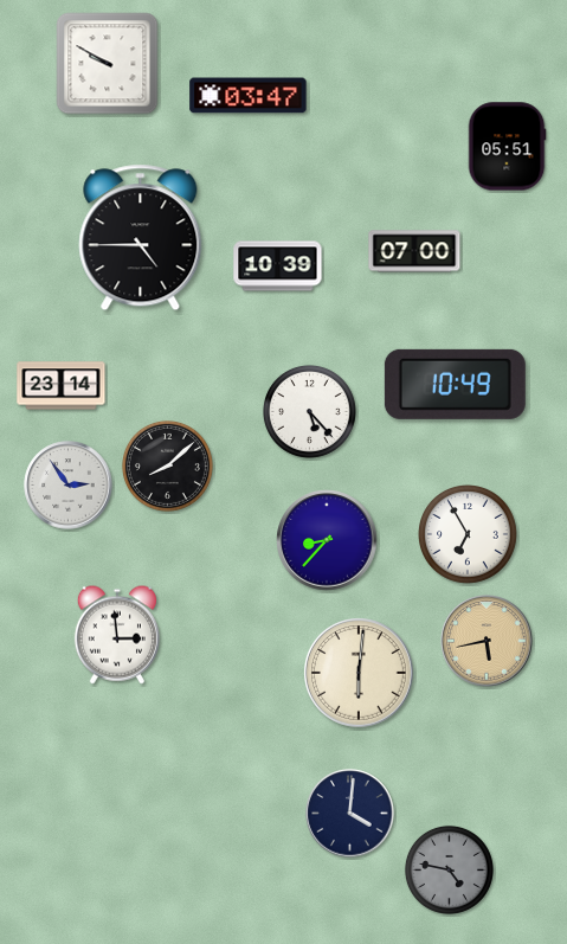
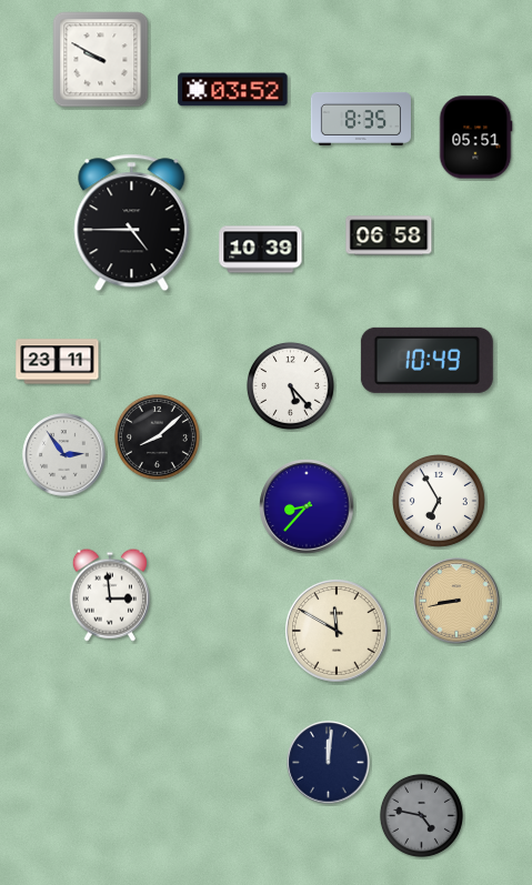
clock at (249, 96): 03:47 -> 03:52
clock at (361, 119): none -> 8:35
clock at (414, 251): 07:00 -> 06:58
clock at (62, 386): 23:14 -> 23:11
clock at (487, 641): 5:43 -> 8:43
clock at (360, 674): 6:01 -> 11:50
clock at (350, 814): 4:01 -> 12:01
